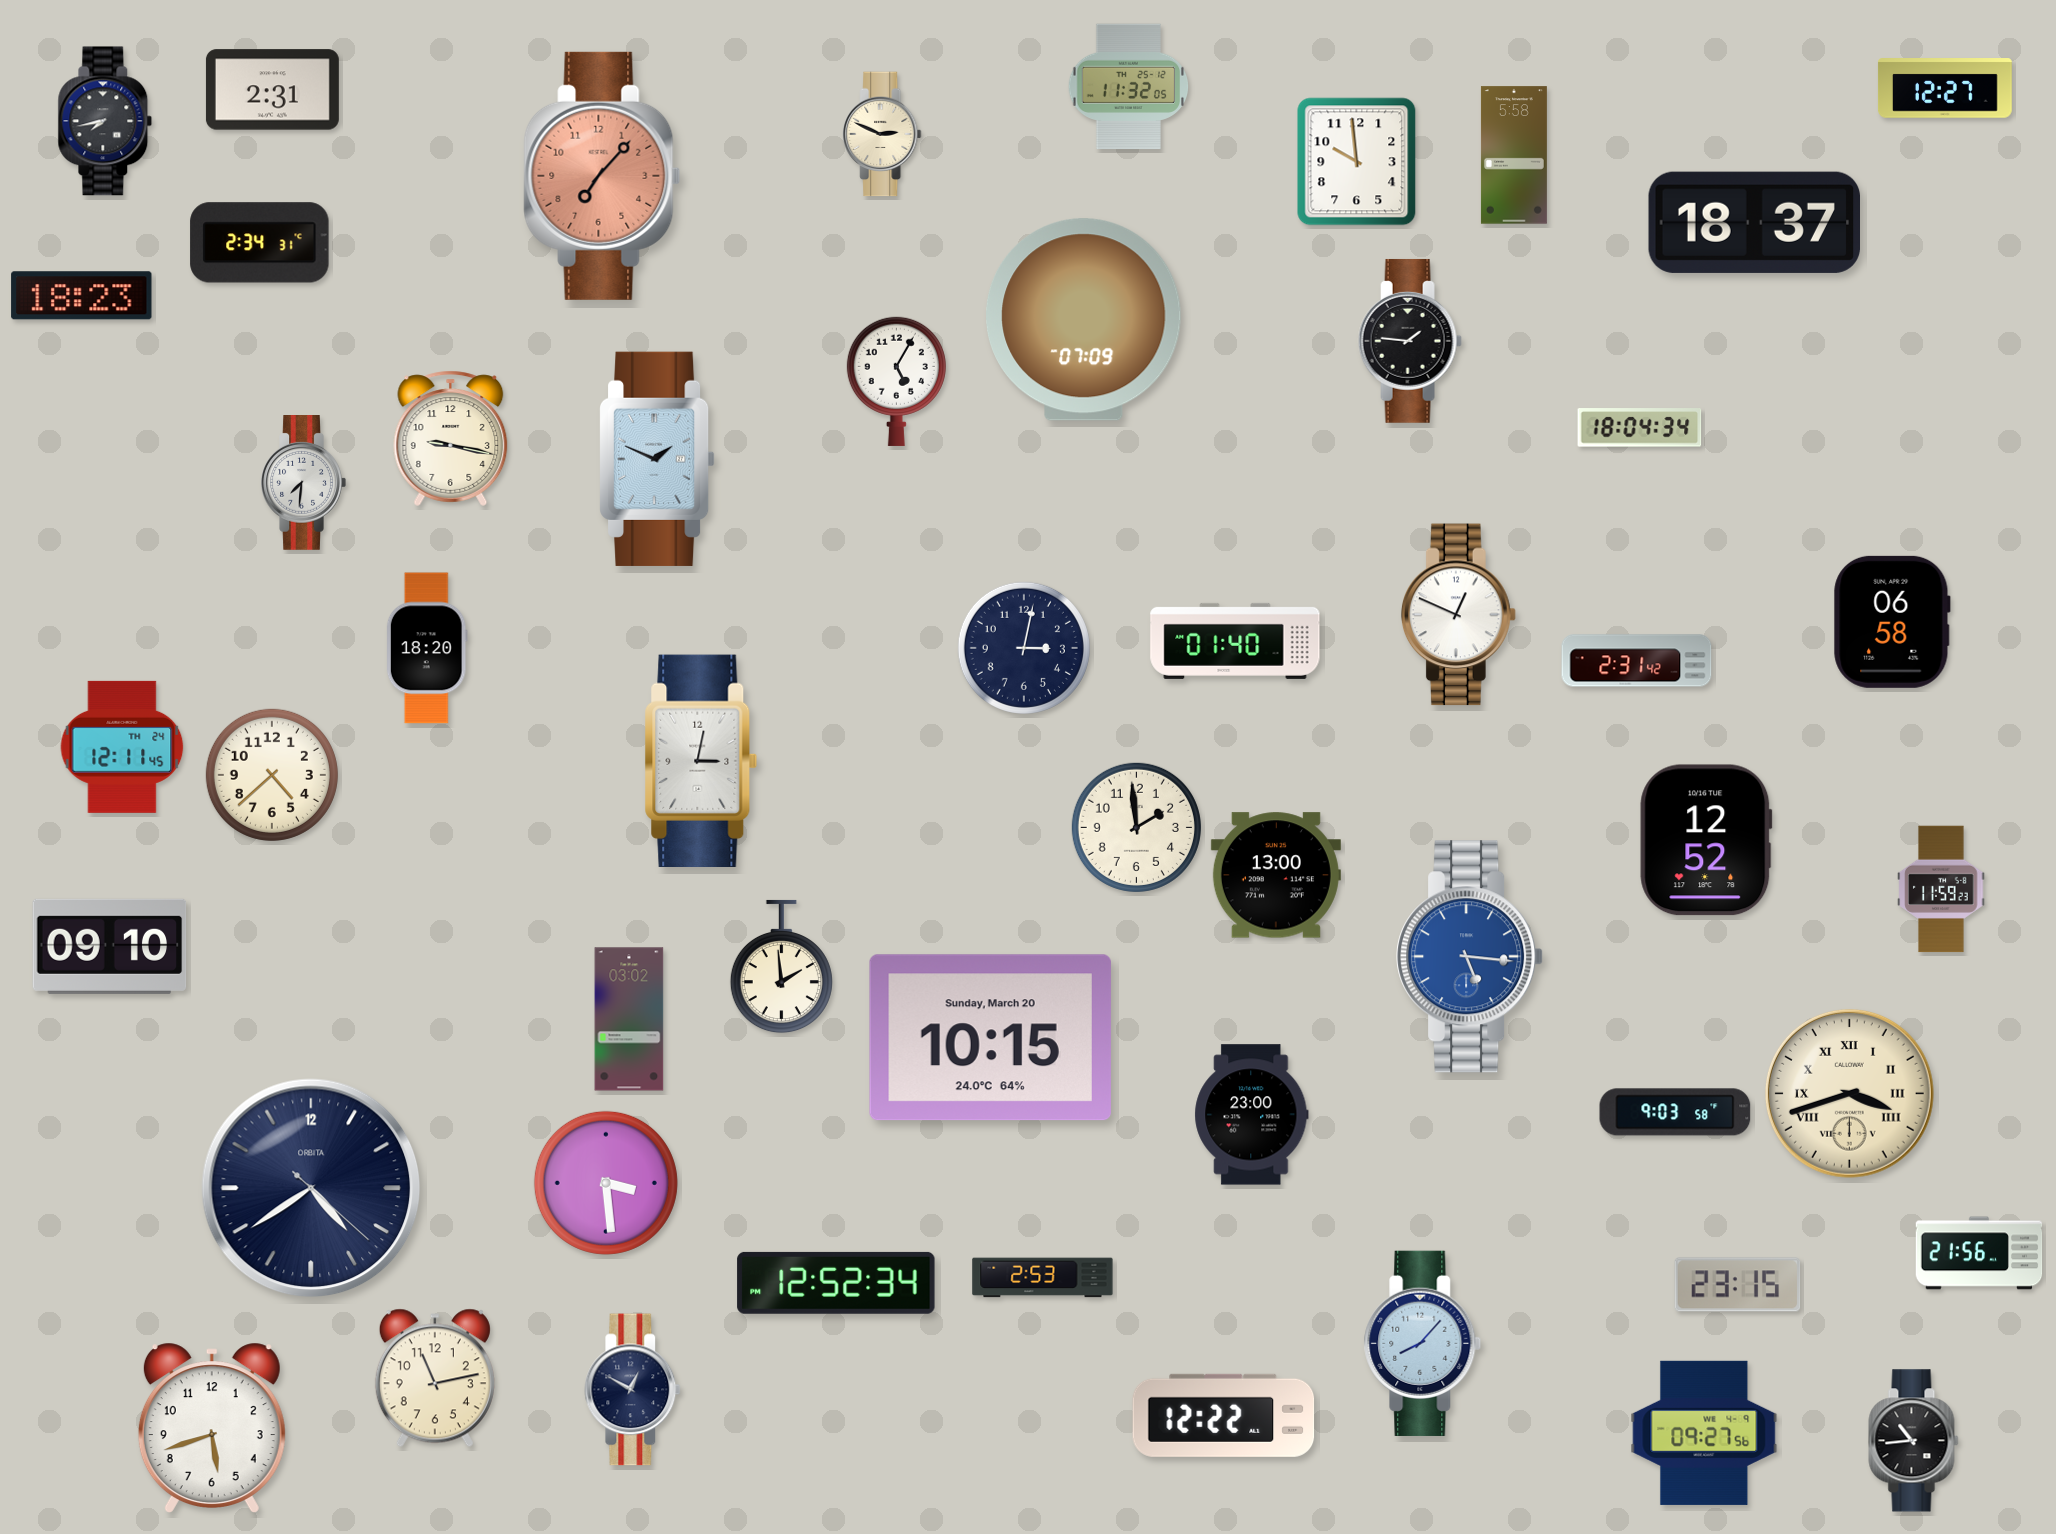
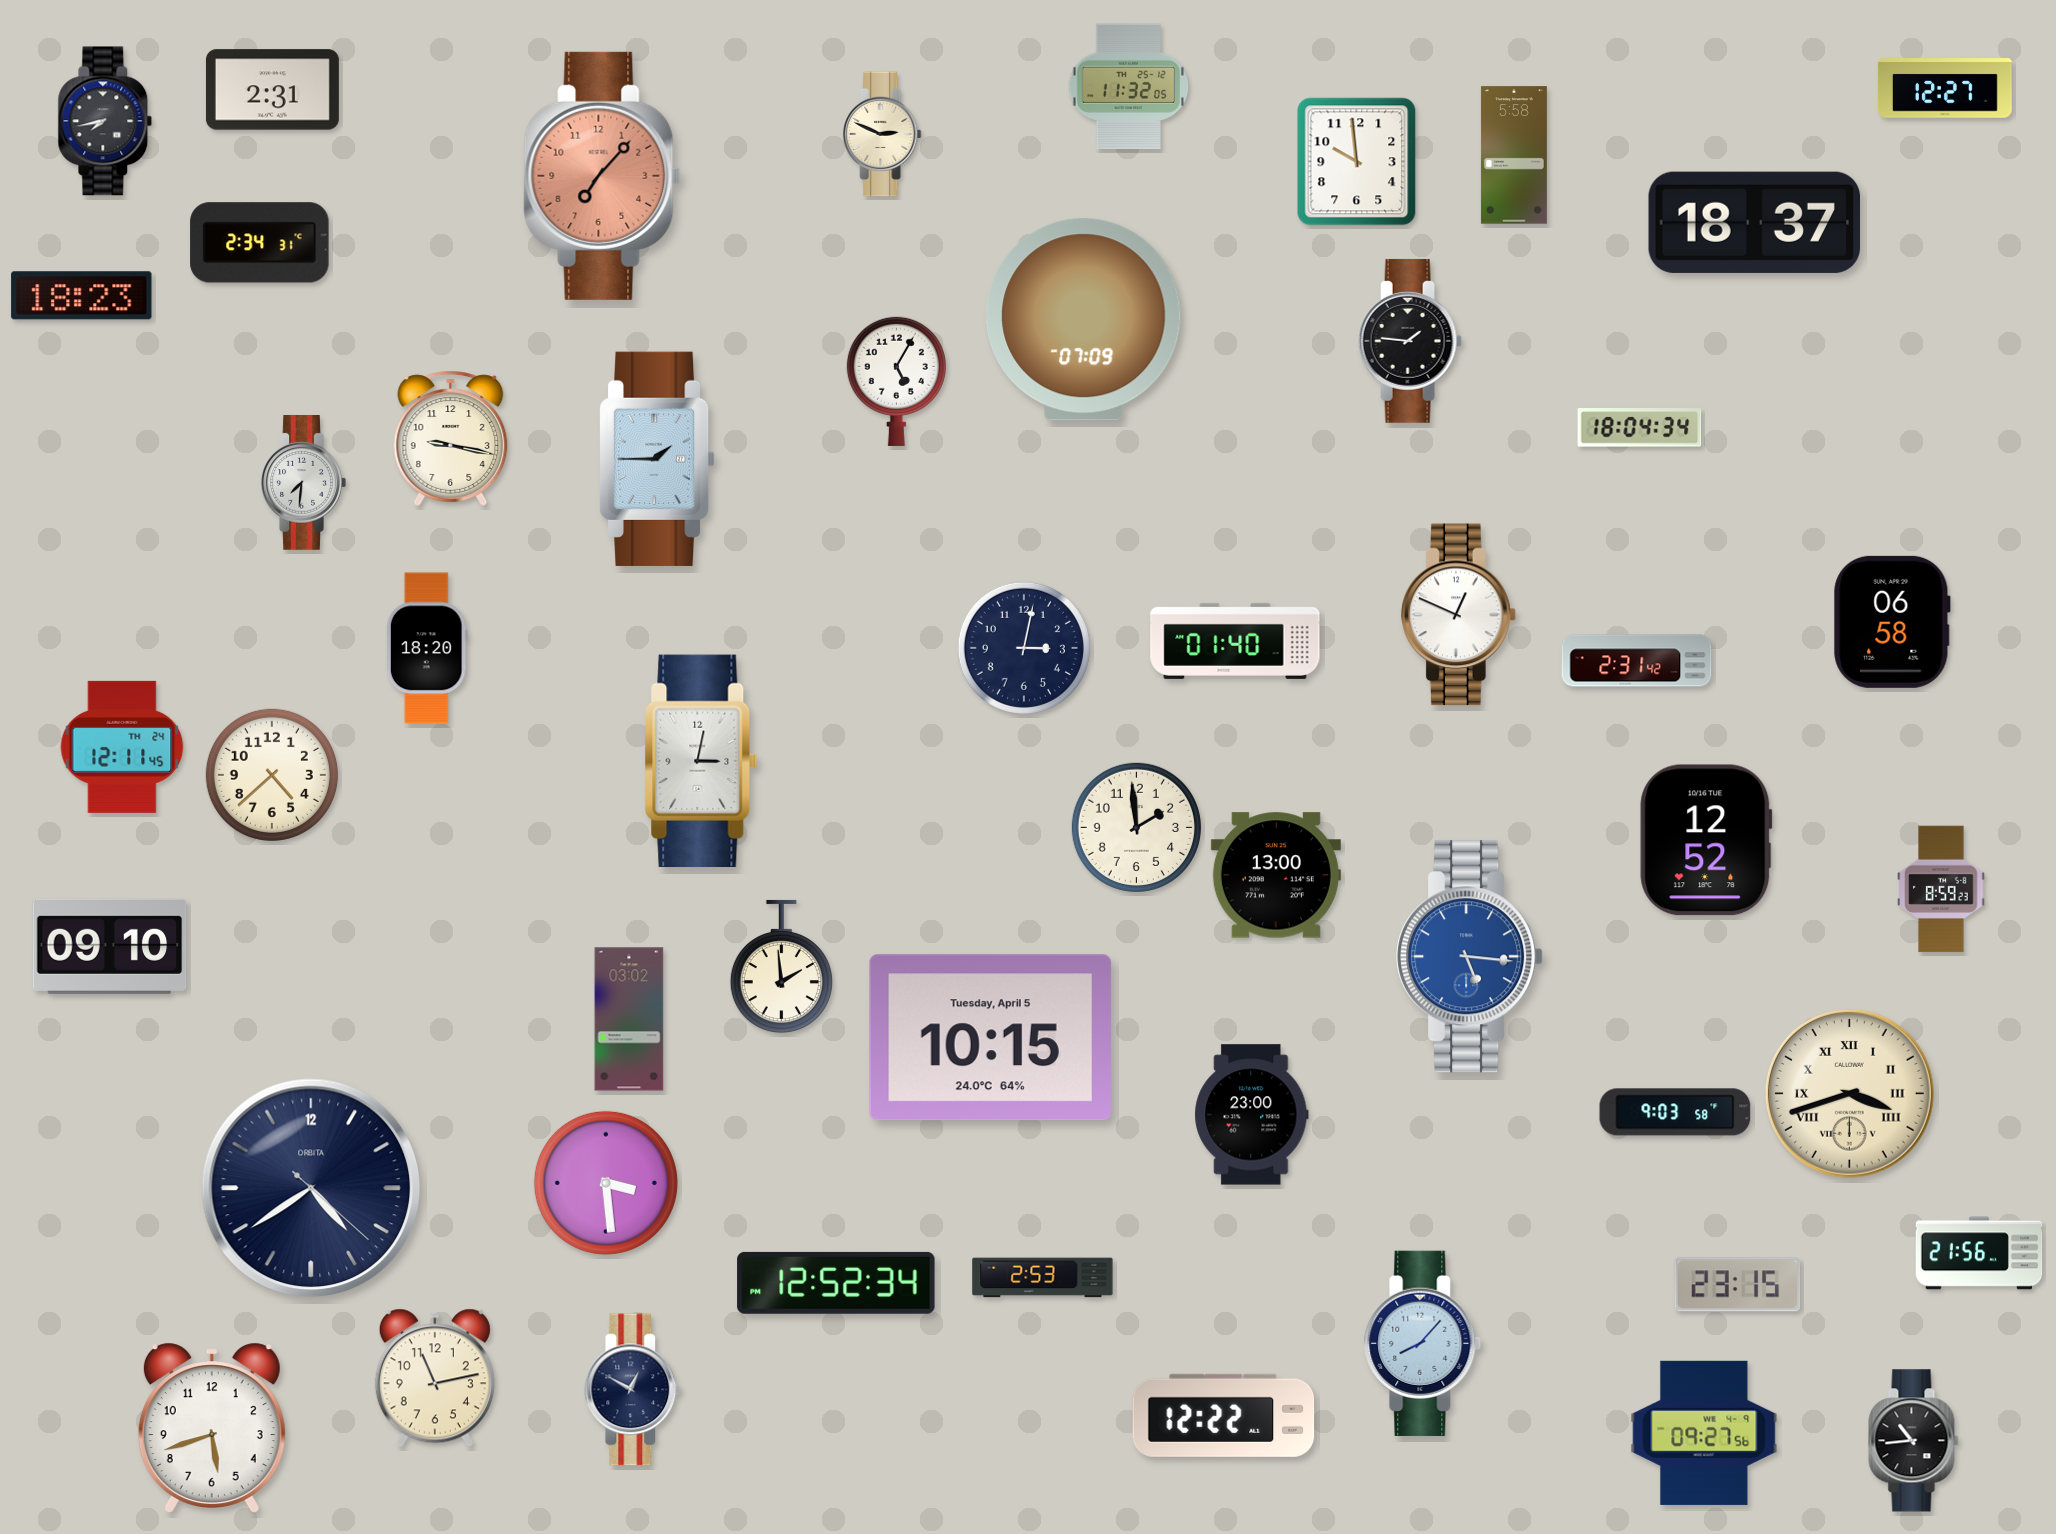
clock at (658, 459): 1:49 -> 1:45
clock at (1941, 889): 11:59 -> 8:59
clock at (990, 1038) date: Sunday, March 20 -> Tuesday, April 5
